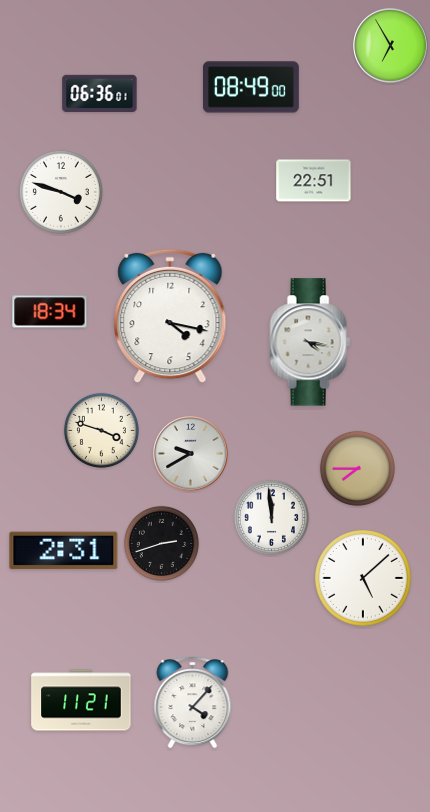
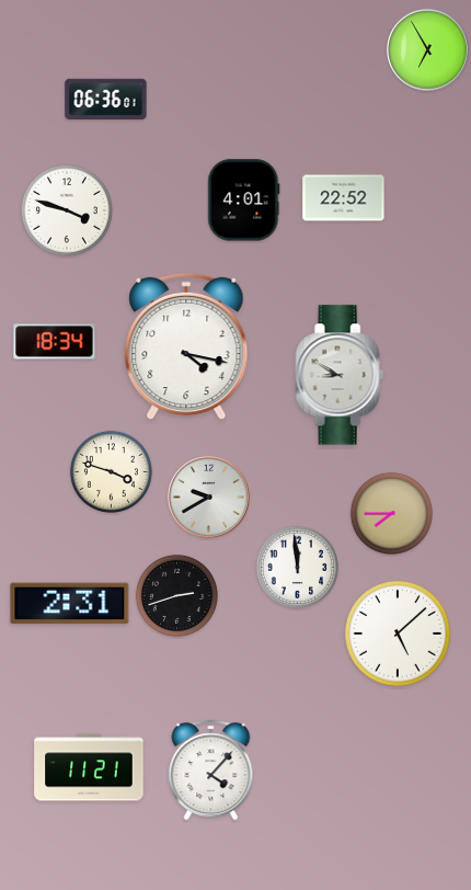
clock at (252, 87): 08:49 -> none
clock at (100, 94) position: (100, 94) -> (106, 100)
clock at (314, 181): 22:51 -> 22:52
clock at (244, 201): none -> 4:01
clock at (310, 342): 4:17 -> 8:50
